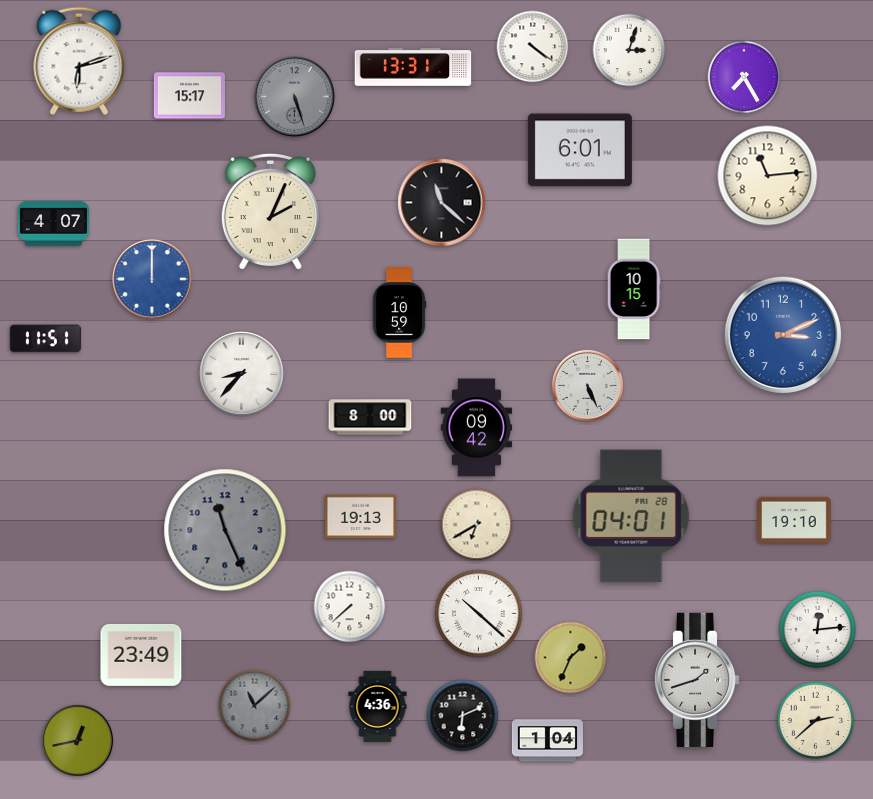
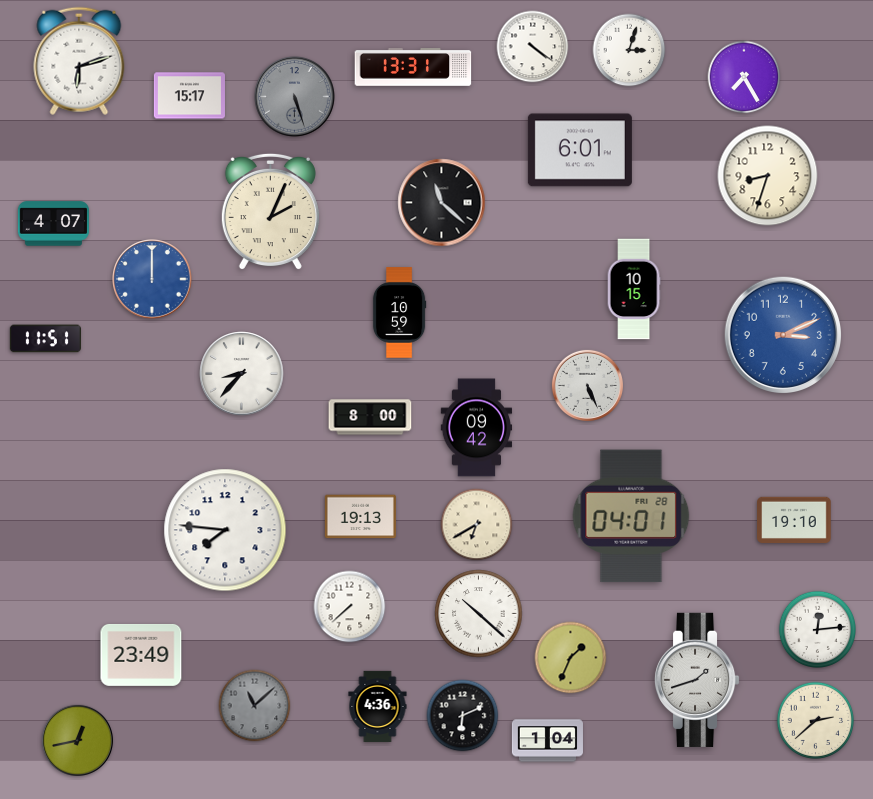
clock at (768, 176): 11:14 -> 8:33
clock at (225, 530): 11:26 -> 7:46
clock at (225, 530) dial: grey -> white
